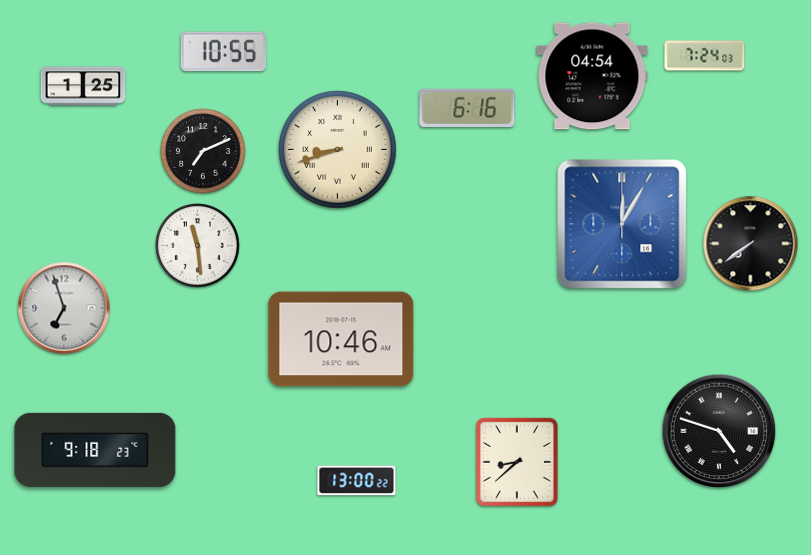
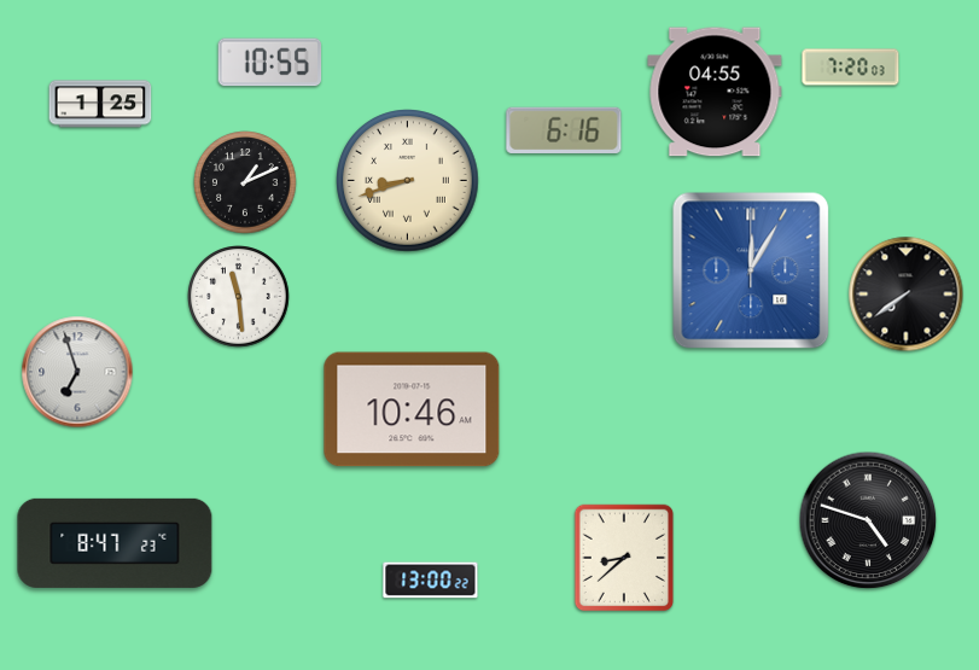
clock at (705, 56): 7:24 -> 7:20
clock at (592, 76): 04:54 -> 04:55
clock at (203, 151): 7:11 -> 1:11
clock at (95, 450): 9:18 -> 8:47
